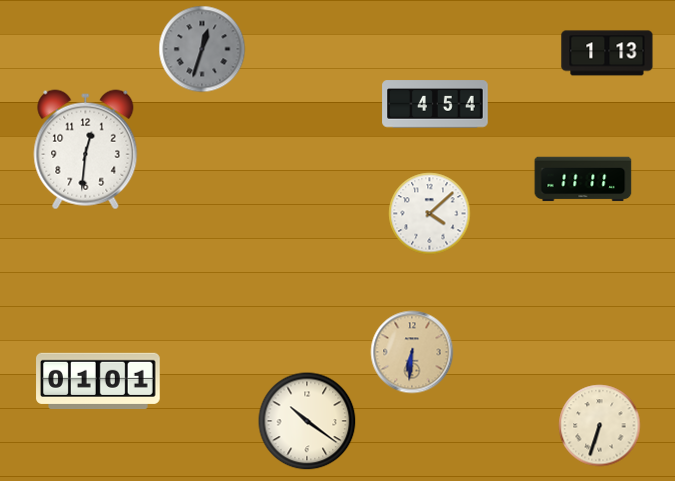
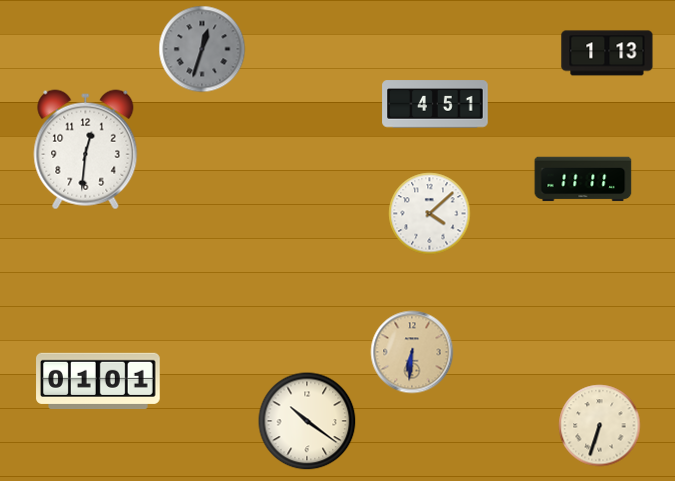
clock at (435, 104): 4:54 -> 4:51
